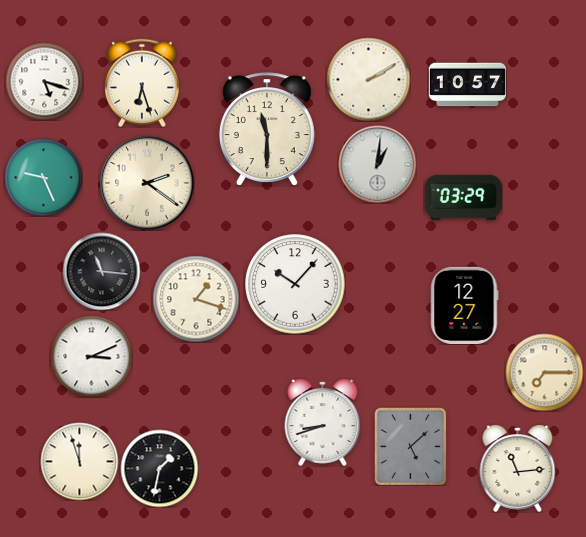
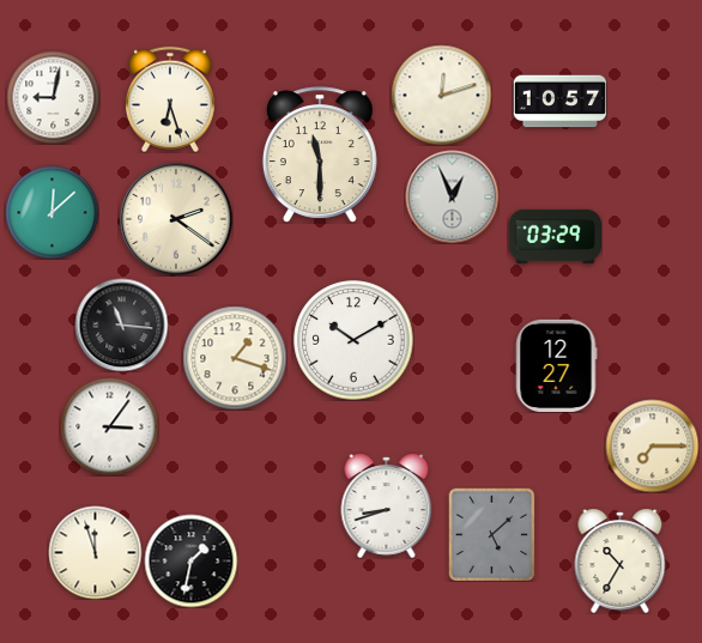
clock at (368, 79): 2:10 -> 12:12
clock at (44, 81): 5:18 -> 9:02
clock at (377, 164): 1:01 -> 12:56
clock at (43, 177): 9:26 -> 12:08
clock at (295, 284): 10:07 -> 10:10
clock at (91, 356): 3:11 -> 3:06
clock at (518, 468): 11:14 -> 10:35
